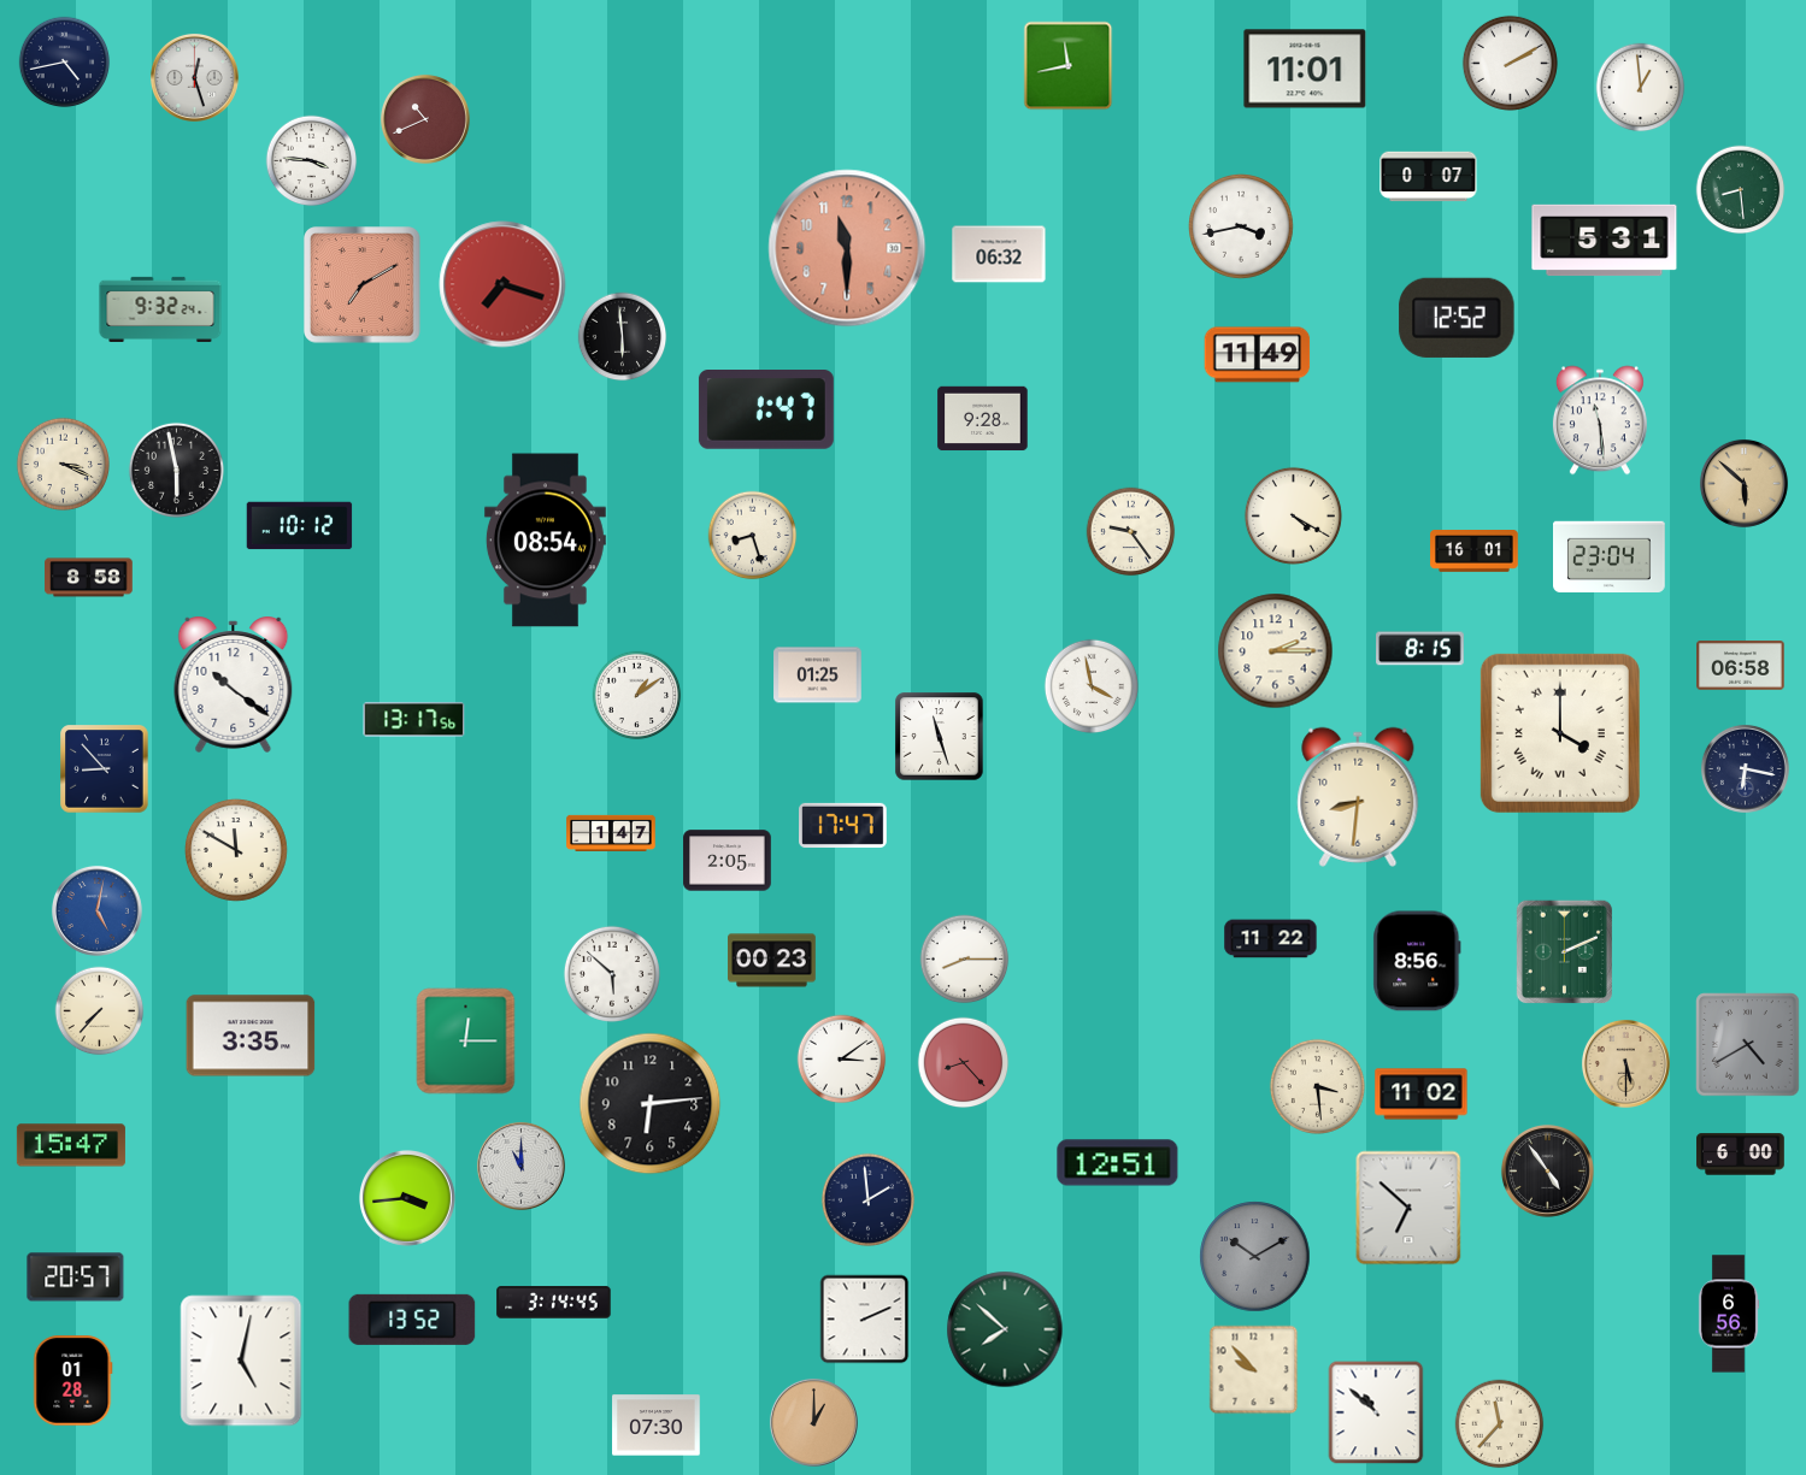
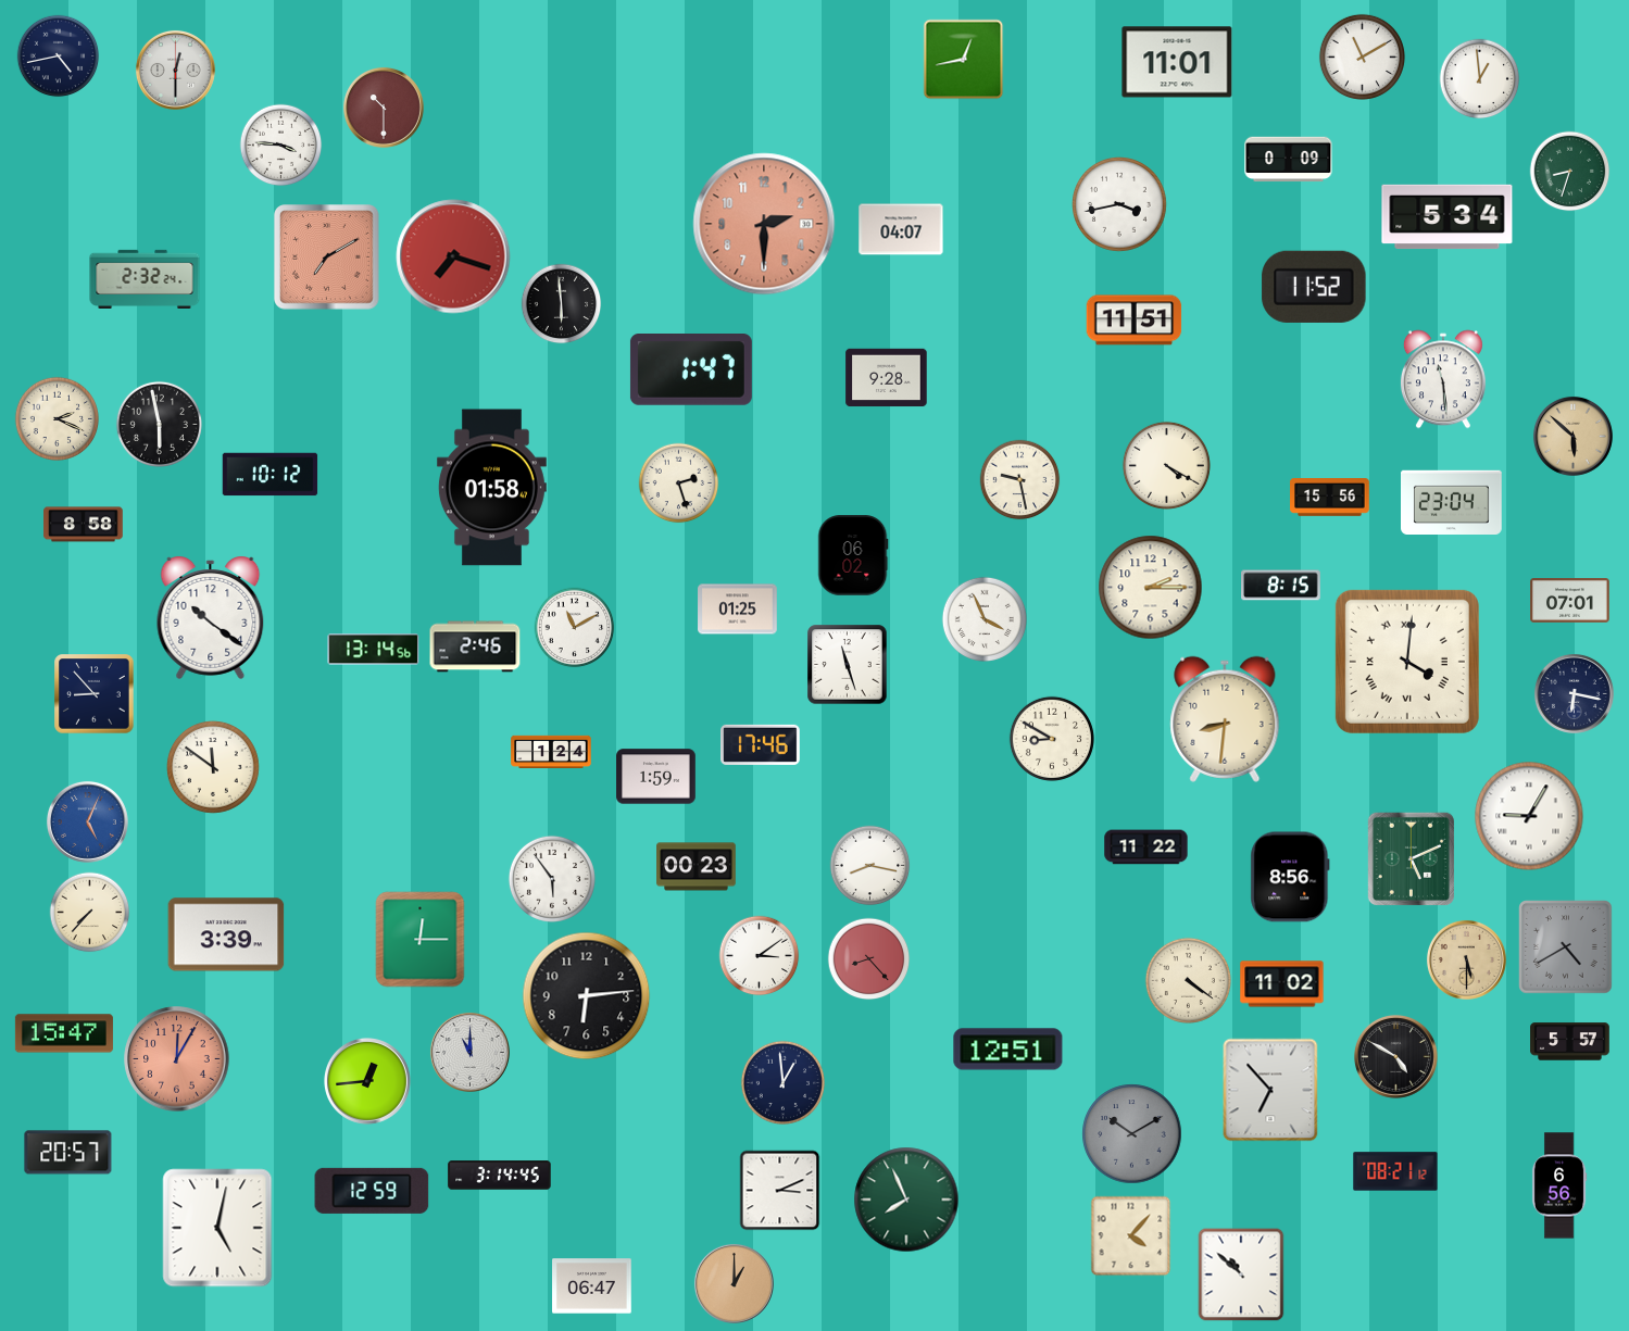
clock at (1510, 63): 2:10 -> 11:10
clock at (1069, 66): 11:43 -> 12:43
clock at (194, 77): 12:27 -> 12:30
clock at (425, 119): 10:41 -> 10:30
clock at (1429, 177): 0:07 -> 0:09
clock at (1741, 190): 8:29 -> 8:33
clock at (1605, 241): 5:31 -> 5:34
clock at (847, 248): 11:30 -> 2:30
clock at (999, 254): 06:32 -> 04:07
clock at (160, 309): 9:32 -> 2:32
clock at (1457, 318): 12:52 -> 11:52
clock at (1258, 355): 11:49 -> 11:51
clock at (63, 464): 3:19 -> 2:19
clock at (1131, 532): 9:24 -> 9:28
clock at (753, 536): 8:27 -> 2:27
clock at (545, 541): 08:54 -> 01:58
clock at (1475, 551): 16:01 -> 15:56
clock at (89, 578) position: (89, 578) -> (84, 525)
clock at (853, 555): none -> 06:02
clock at (1741, 666): 06:58 -> 07:01
clock at (1092, 686): 3:58 -> 3:56
clock at (637, 696): 1:09 -> 11:10
clock at (475, 646): none -> 2:46
clock at (414, 720): 13:17 -> 13:14
clock at (1560, 733): 4:00 -> 4:01
clock at (1052, 739): none -> 8:50
clock at (843, 825): 17:47 -> 17:46
clock at (611, 832): 1:47 -> 1:24
clock at (236, 850): 11:50 -> 11:51
clock at (728, 861): 2:05 -> 1:59
clock at (1529, 816): none -> 9:05
clock at (96, 910): 5:02 -> 5:04
clock at (1564, 952): 2:11 -> 5:11
clock at (965, 960): 8:15 -> 8:17
clock at (1417, 961) position: (1417, 961) -> (1290, 877)
clock at (612, 974): 5:52 -> 5:54
clock at (251, 1036): 3:35 -> 3:39
clock at (1748, 1045) position: (1748, 1045) -> (1566, 947)
clock at (1317, 1086): 3:29 -> 4:21
clock at (1422, 1095) position: (1422, 1095) -> (1282, 984)
clock at (1741, 1155): 6:00 -> 5:57
clock at (1547, 1170): 4:54 -> 4:50
clock at (177, 1059): none -> 12:05
clock at (408, 1199): 3:44 -> 12:44
clock at (867, 1199): 1:59 -> 12:59
clock at (1408, 1208): 6:52 -> 6:53
clock at (1395, 1171): none -> 08:21
clock at (412, 1320): 13:52 -> 12:59
clock at (865, 1320): 2:11 -> 3:11
clock at (1005, 1329): 7:52 -> 7:56
clock at (1254, 1370): 9:53 -> 4:07
clock at (73, 1381): 01:28 -> none
clock at (1500, 1424): 11:37 -> none
clock at (657, 1426): 07:30 -> 06:47
